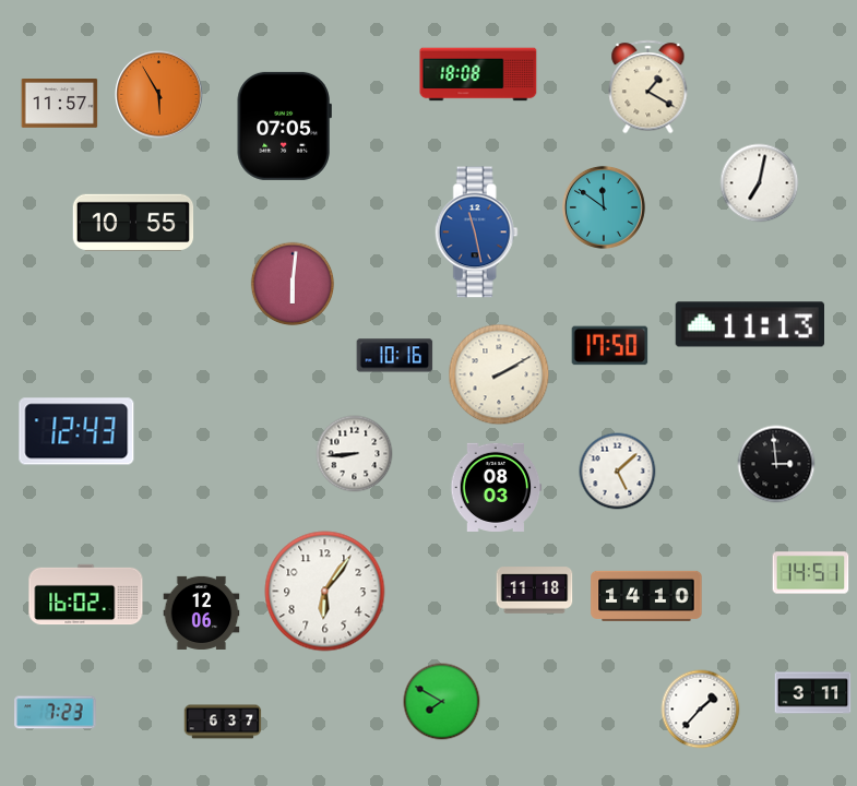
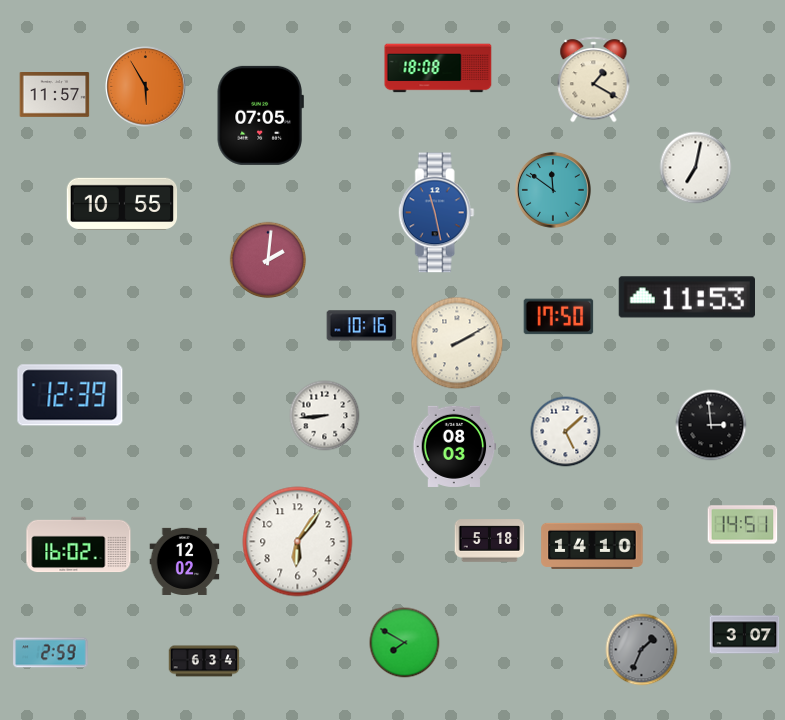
clock at (293, 284): 6:01 -> 2:01
clock at (749, 324): 11:13 -> 11:53
clock at (76, 431): 12:43 -> 12:39
clock at (535, 591): 11:18 -> 5:18
clock at (202, 612): 12:06 -> 12:02
clock at (813, 693): 3:11 -> 3:07
clock at (701, 710): 1:37 -> 1:34
clock at (701, 710) dial: white -> grey
clock at (56, 713): 7:23 -> 2:59
clock at (223, 722): 6:37 -> 6:34
